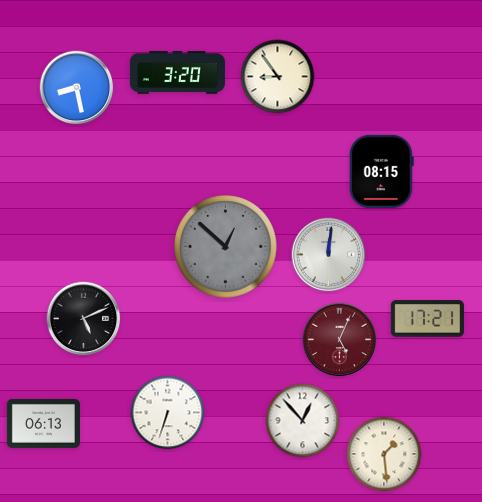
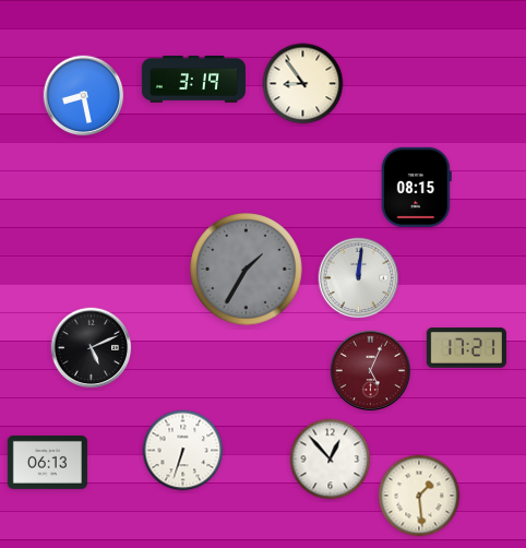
clock at (177, 73): 3:20 -> 3:19
clock at (226, 247): 12:52 -> 1:35
